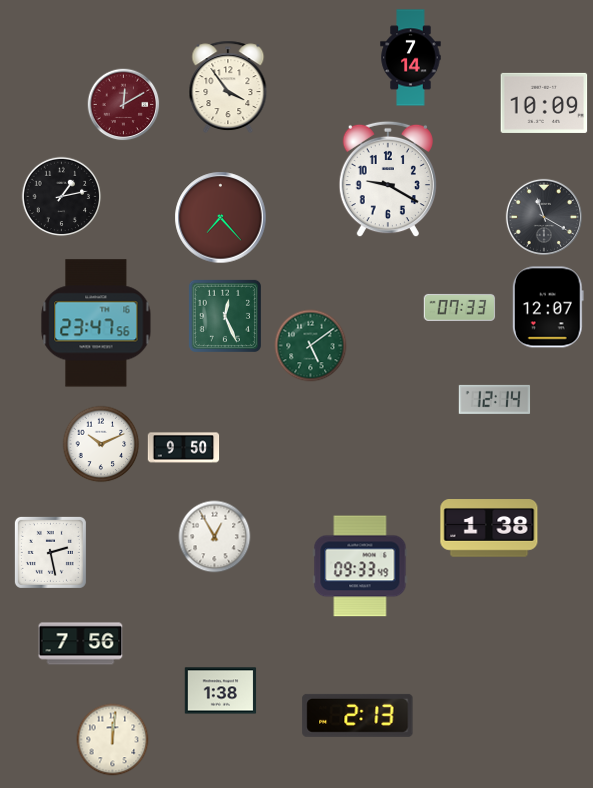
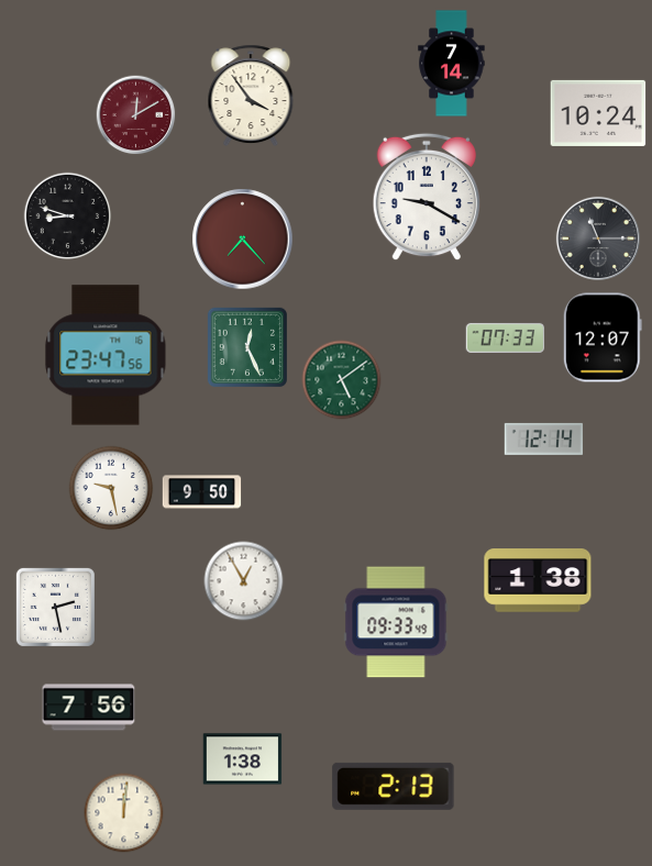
clock at (544, 103): 10:09 -> 10:24
clock at (62, 197): 1:13 -> 8:48
clock at (544, 217): 11:20 -> 11:15
clock at (101, 444): 10:11 -> 9:28
clock at (215, 537) position: (215, 537) -> (244, 581)
